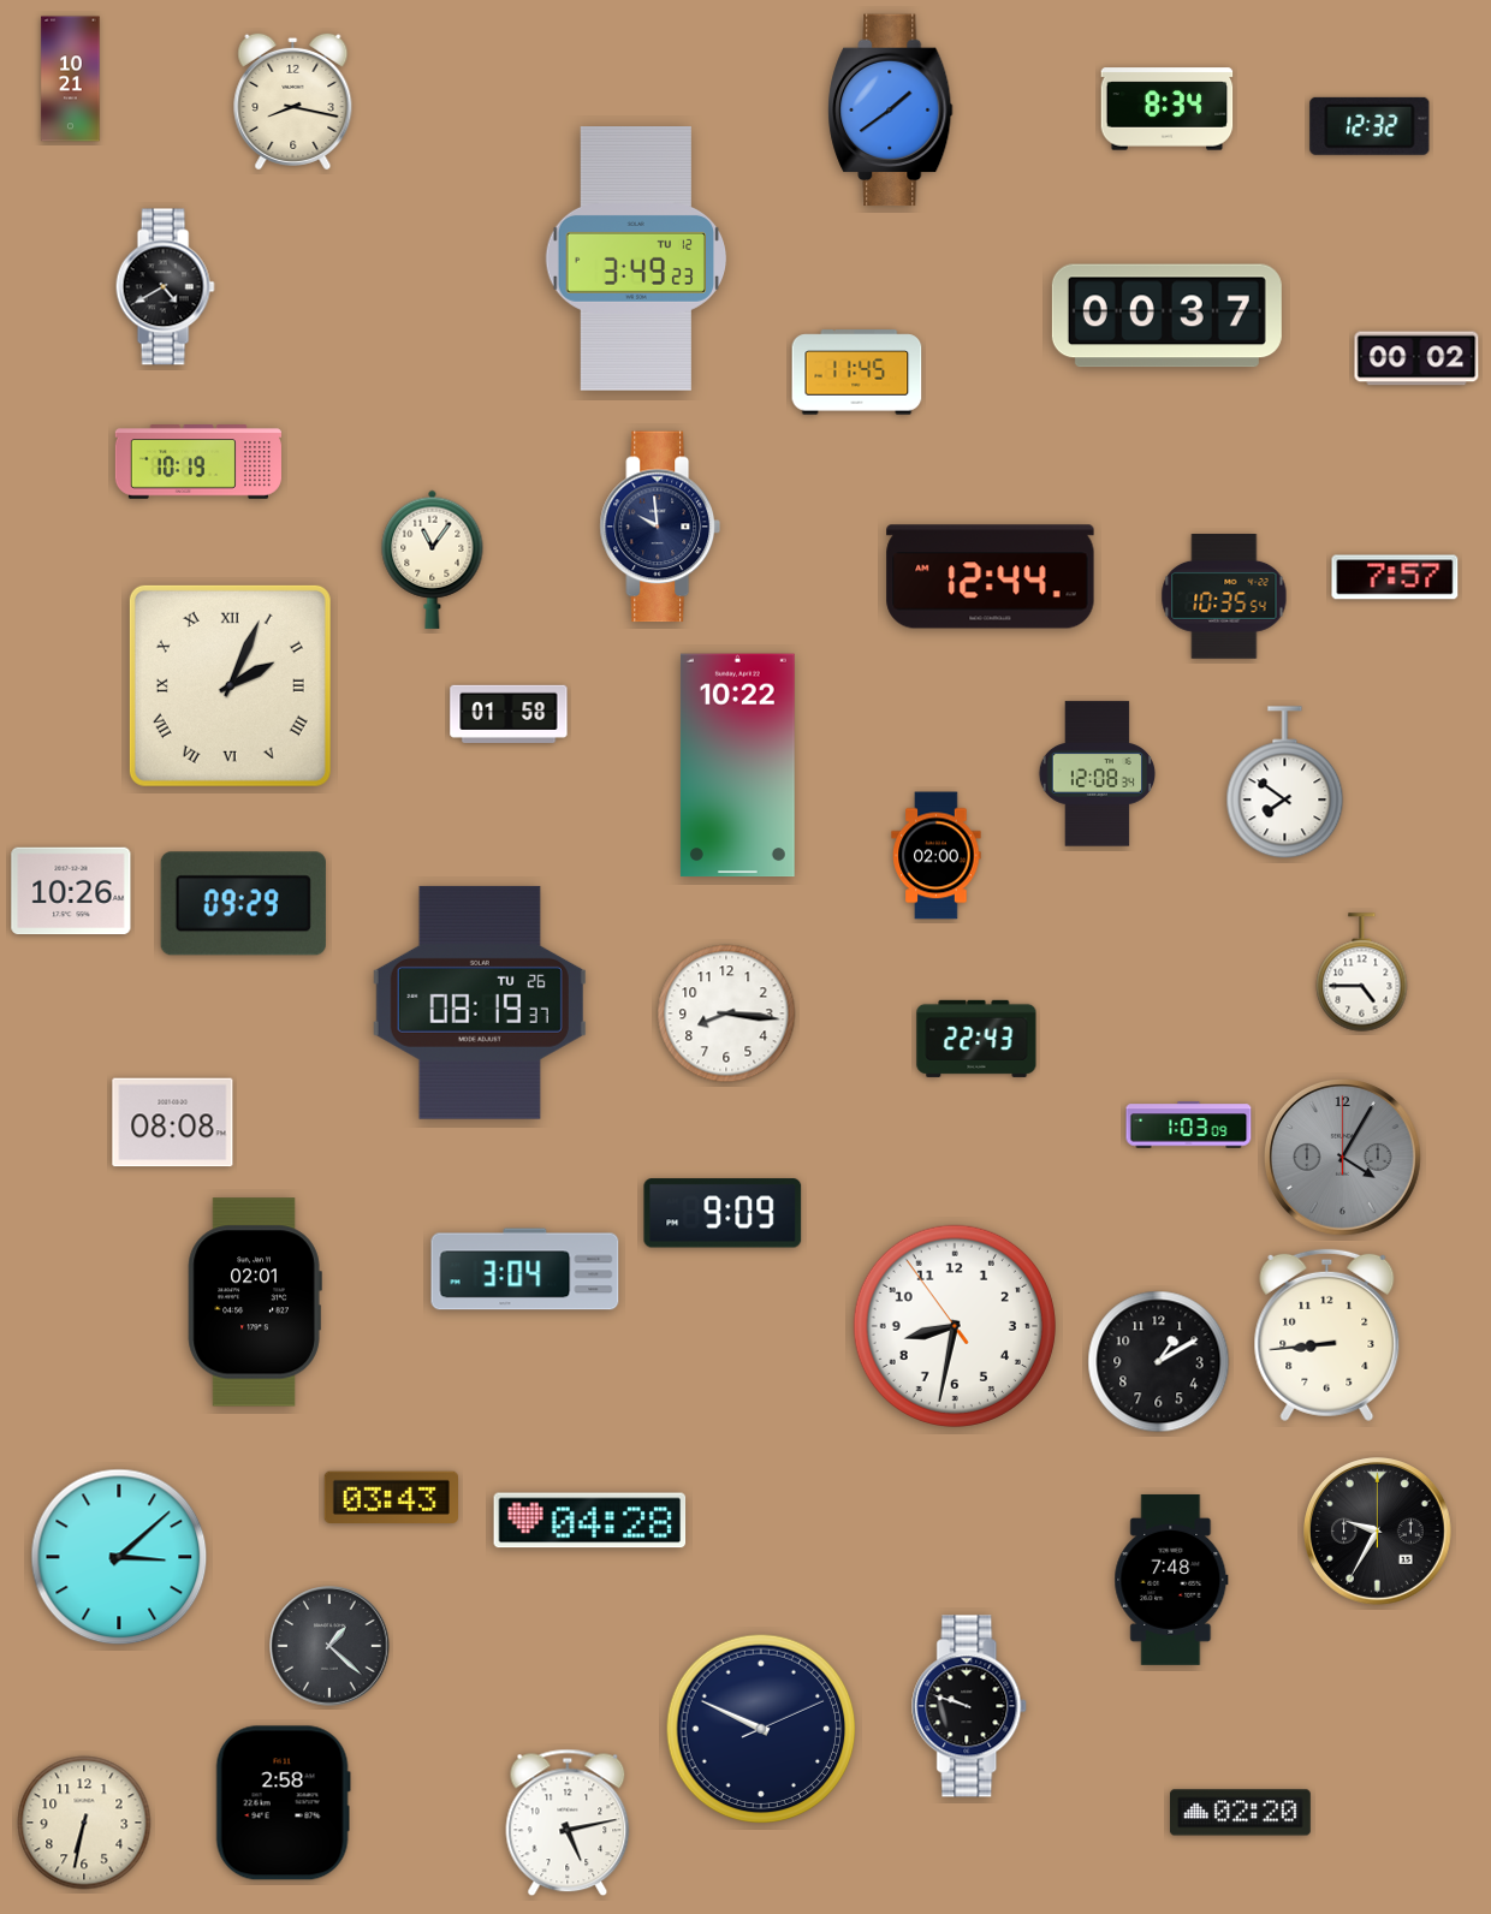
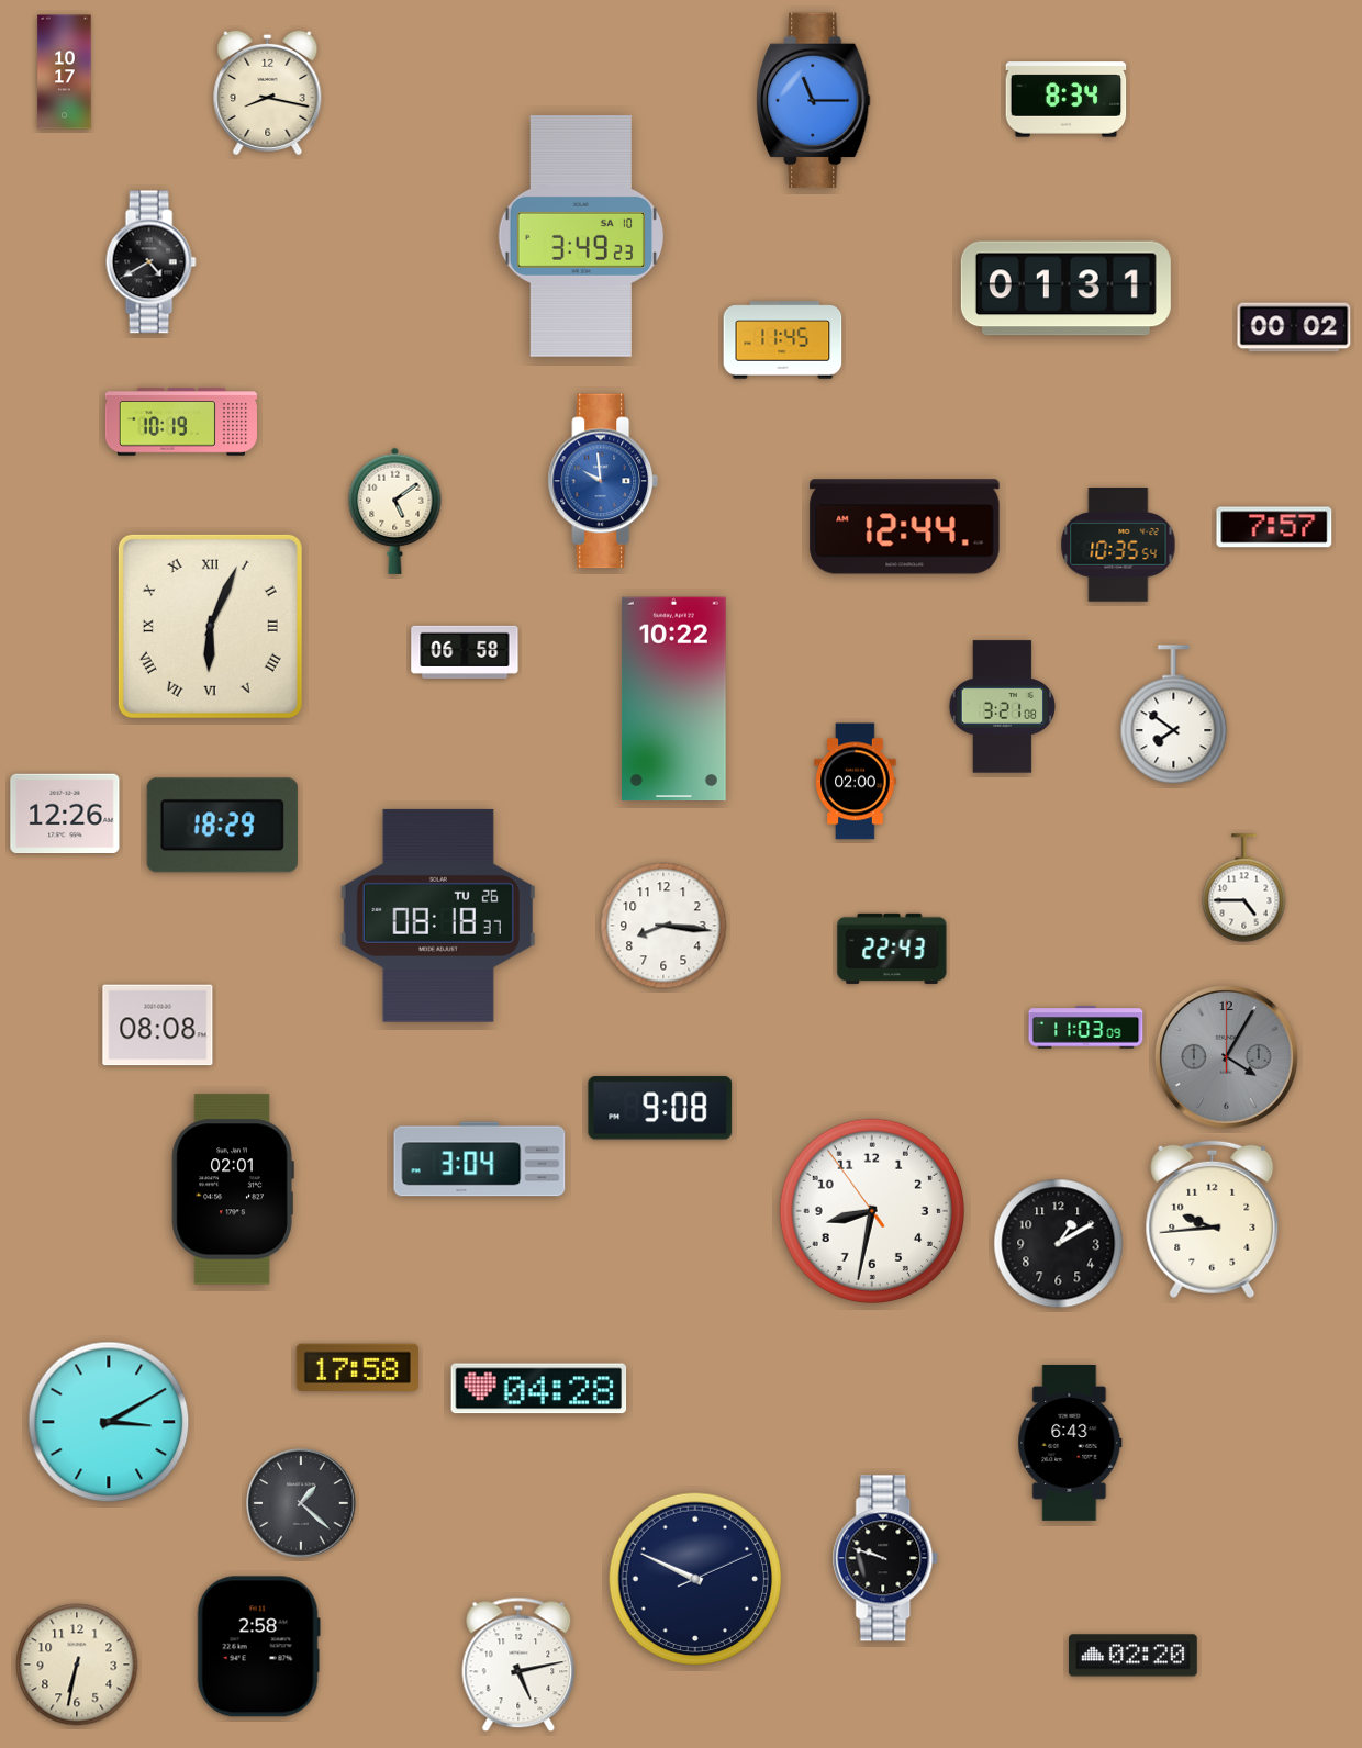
clock at (71, 79): 10:21 -> 10:17
clock at (891, 111): 1:39 -> 11:15
clock at (1370, 126): 12:32 -> none
clock at (636, 260) date: TU 12 -> SA 10
clock at (1166, 316): 00:37 -> 01:31
clock at (660, 527) dial: navy -> blue
clock at (433, 559): 11:06 -> 5:09
clock at (230, 685): 2:04 -> 6:04
clock at (509, 714): 01:58 -> 06:58
clock at (1098, 774): 12:08 -> 3:21
clock at (71, 891): 10:26 -> 12:26
clock at (243, 904): 09:29 -> 18:29
clock at (480, 1003): 08:19 -> 08:18
clock at (1189, 1125): 1:03 -> 11:03
clock at (723, 1213): 9:09 -> 9:08
clock at (1327, 1336): 8:44 -> 9:44
clock at (391, 1497): 03:43 -> 17:58
clock at (1378, 1532): 9:35 -> none
clock at (119, 1557): 3:08 -> 3:10
clock at (1171, 1580): 7:48 -> 6:43
